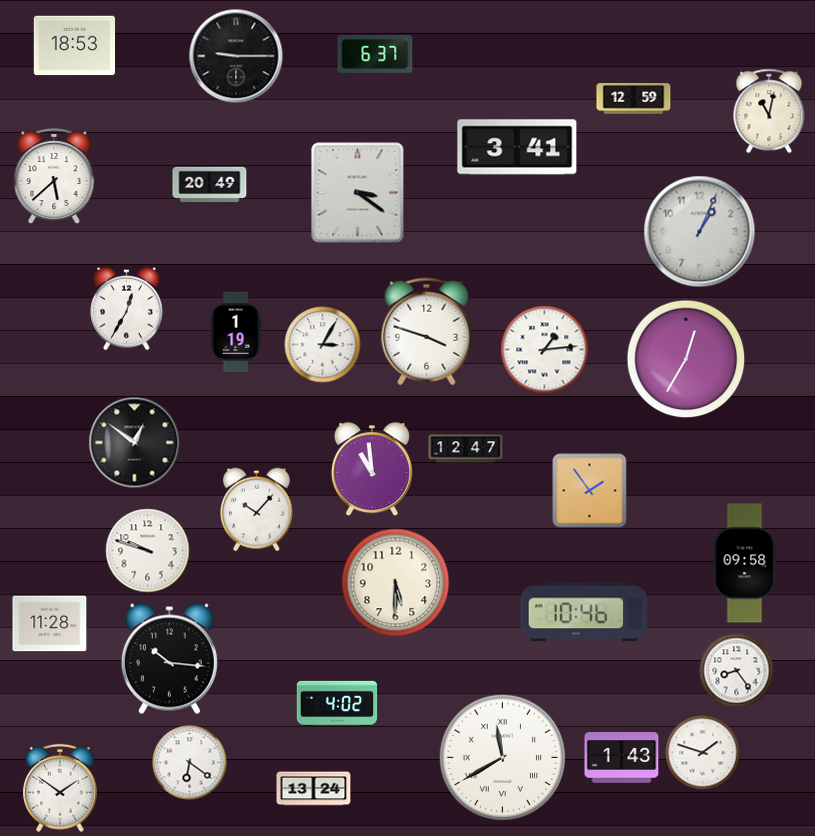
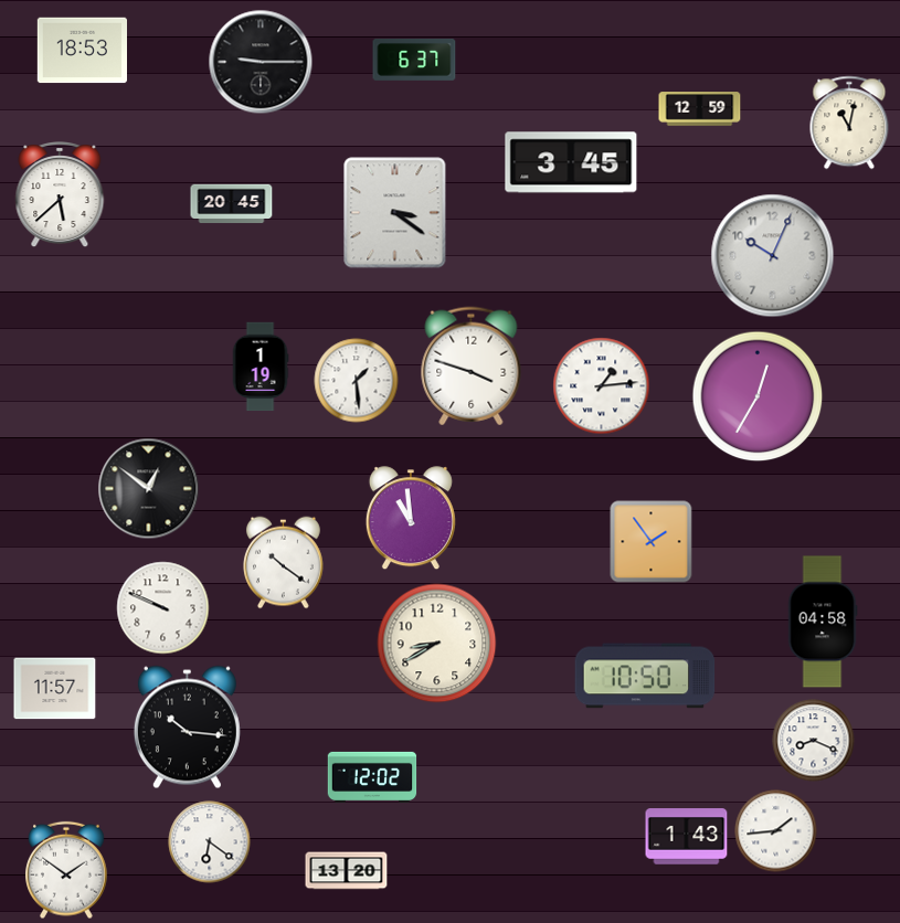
clock at (517, 147): 3:41 -> 3:45
clock at (210, 185): 20:49 -> 20:45
clock at (700, 232): 1:04 -> 10:04
clock at (127, 309): 12:35 -> none
clock at (323, 345): 3:05 -> 1:29
clock at (466, 449): 12:47 -> none
clock at (257, 510): 10:07 -> 10:21
clock at (148, 551): 9:48 -> 9:49
clock at (745, 563): 09:58 -> 04:58
clock at (396, 583): 5:30 -> 8:40
clock at (584, 612): 10:46 -> 10:50
clock at (50, 624): 11:28 -> 11:57
clock at (737, 671): 8:24 -> 8:19
clock at (337, 703): 4:02 -> 12:02
clock at (703, 753): 1:48 -> 1:44
clock at (502, 757): 11:40 -> none
clock at (314, 789): 13:24 -> 13:20
